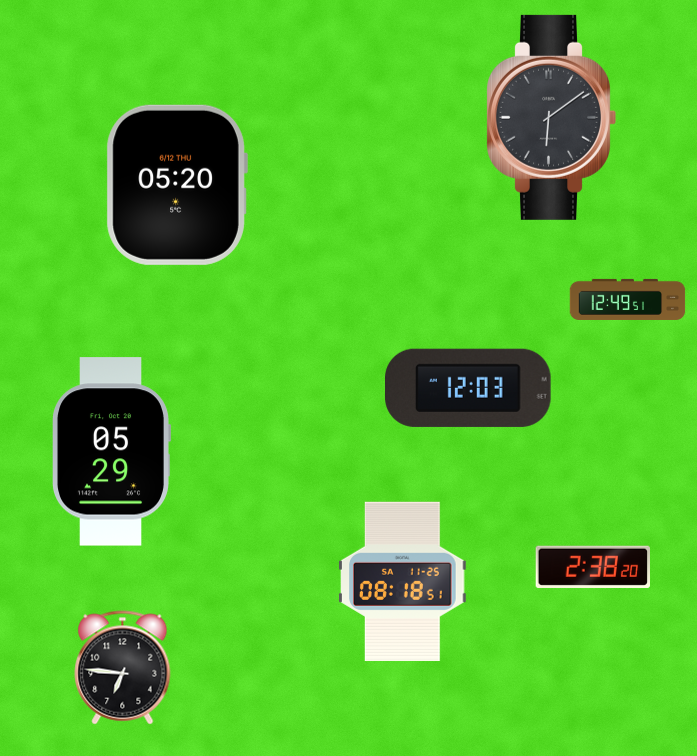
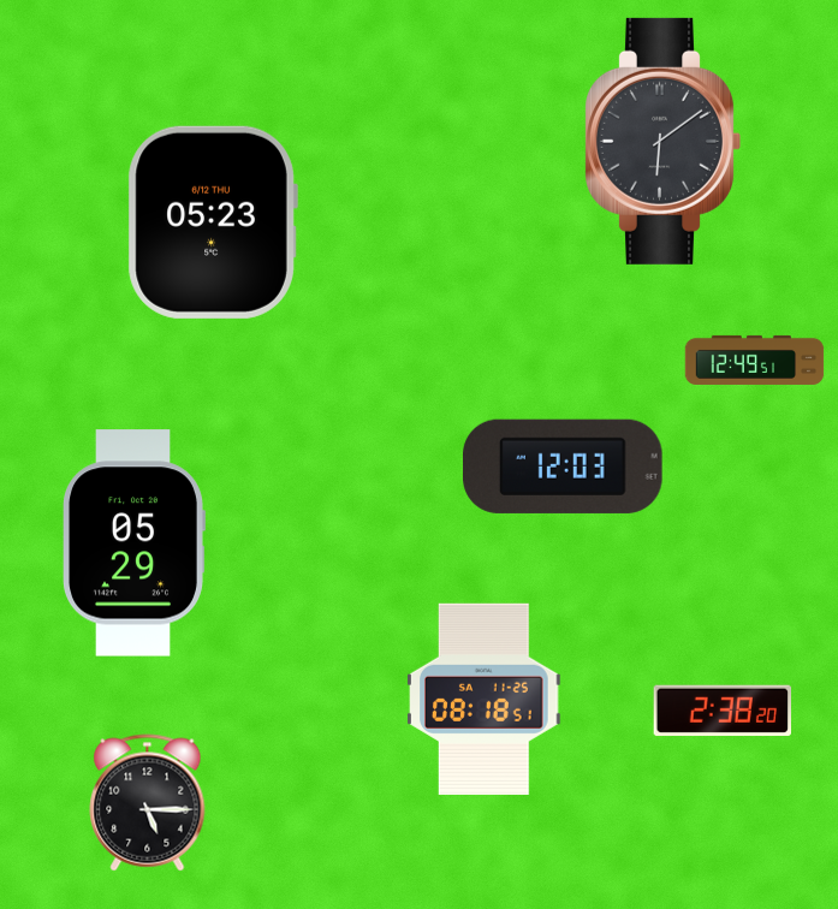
clock at (177, 185): 05:20 -> 05:23
clock at (592, 567) position: (592, 567) -> (721, 711)
clock at (123, 668): 6:46 -> 5:15
